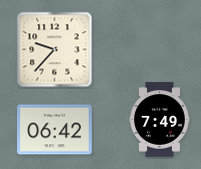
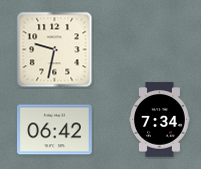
clock at (55, 50): 9:37 -> 9:32
clock at (160, 120): 7:49 -> 7:34
